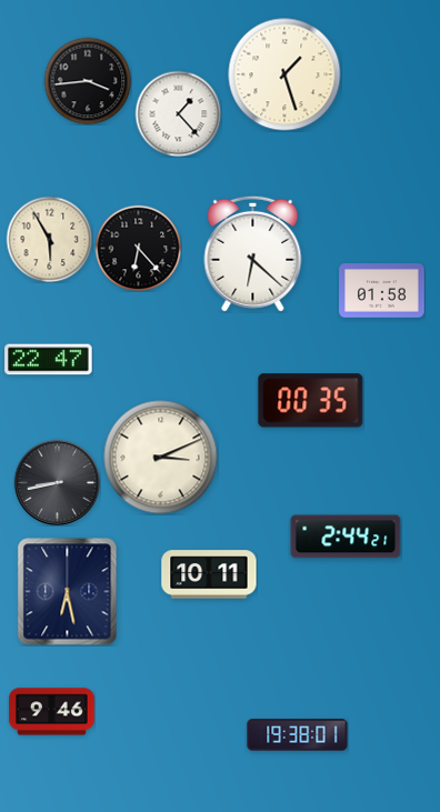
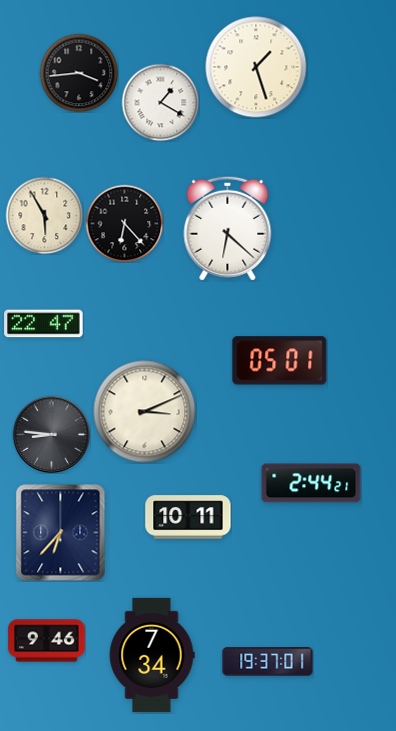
clock at (178, 113): 1:23 -> 1:20
clock at (382, 291): 01:58 -> none
clock at (311, 401): 00:35 -> 05:01
clock at (57, 482): 8:43 -> 8:46
clock at (68, 592): 6:28 -> 6:37
clock at (152, 655): none -> 7:34
clock at (298, 735): 19:38 -> 19:37
